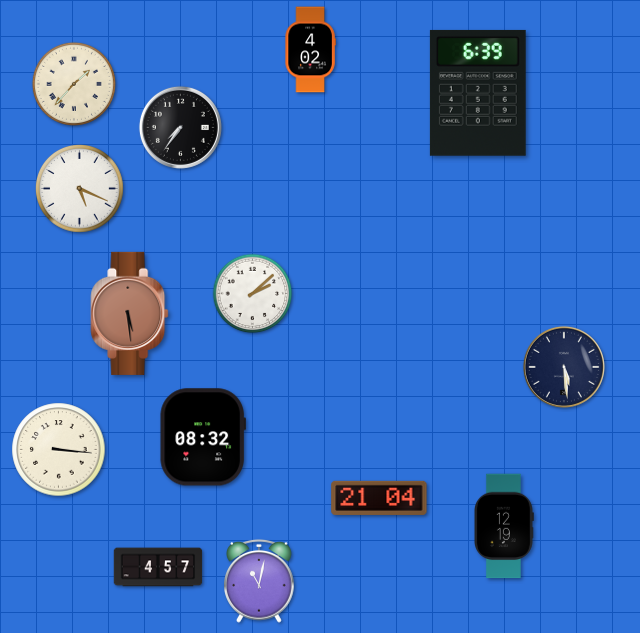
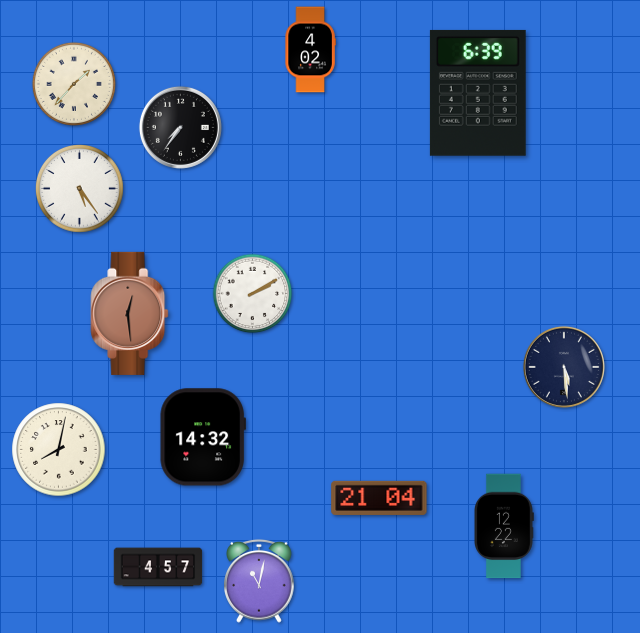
clock at (80, 189): 5:19 -> 5:24
clock at (253, 294): 2:08 -> 2:10
clock at (130, 313): 5:29 -> 12:29
clock at (203, 437): 08:32 -> 14:32
clock at (59, 450): 3:16 -> 8:02
clock at (504, 526): 12:19 -> 12:22
